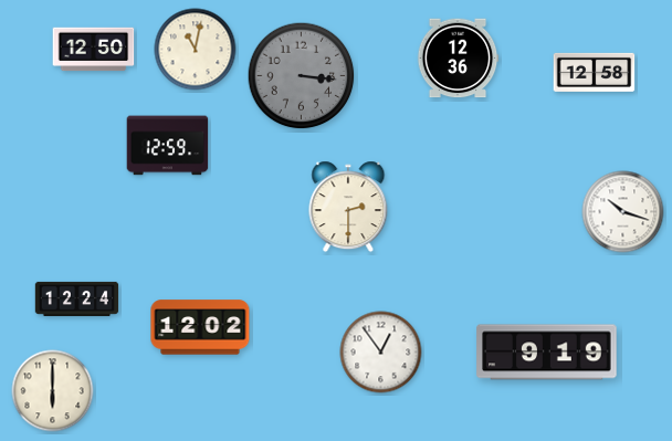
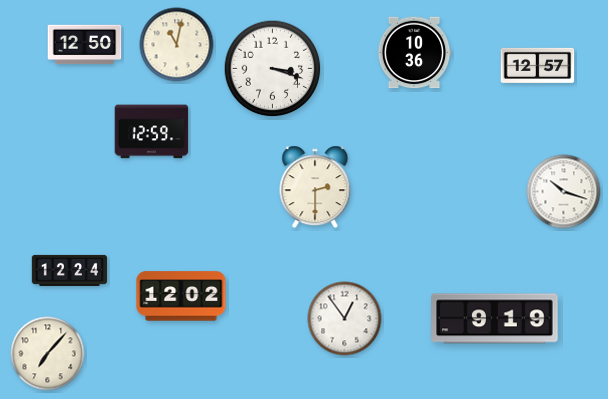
clock at (458, 59): 12:36 -> 10:36
clock at (595, 72): 12:58 -> 12:57
clock at (302, 76): 3:16 -> 3:18
clock at (302, 76) dial: grey -> white
clock at (53, 391): 6:00 -> 7:07
